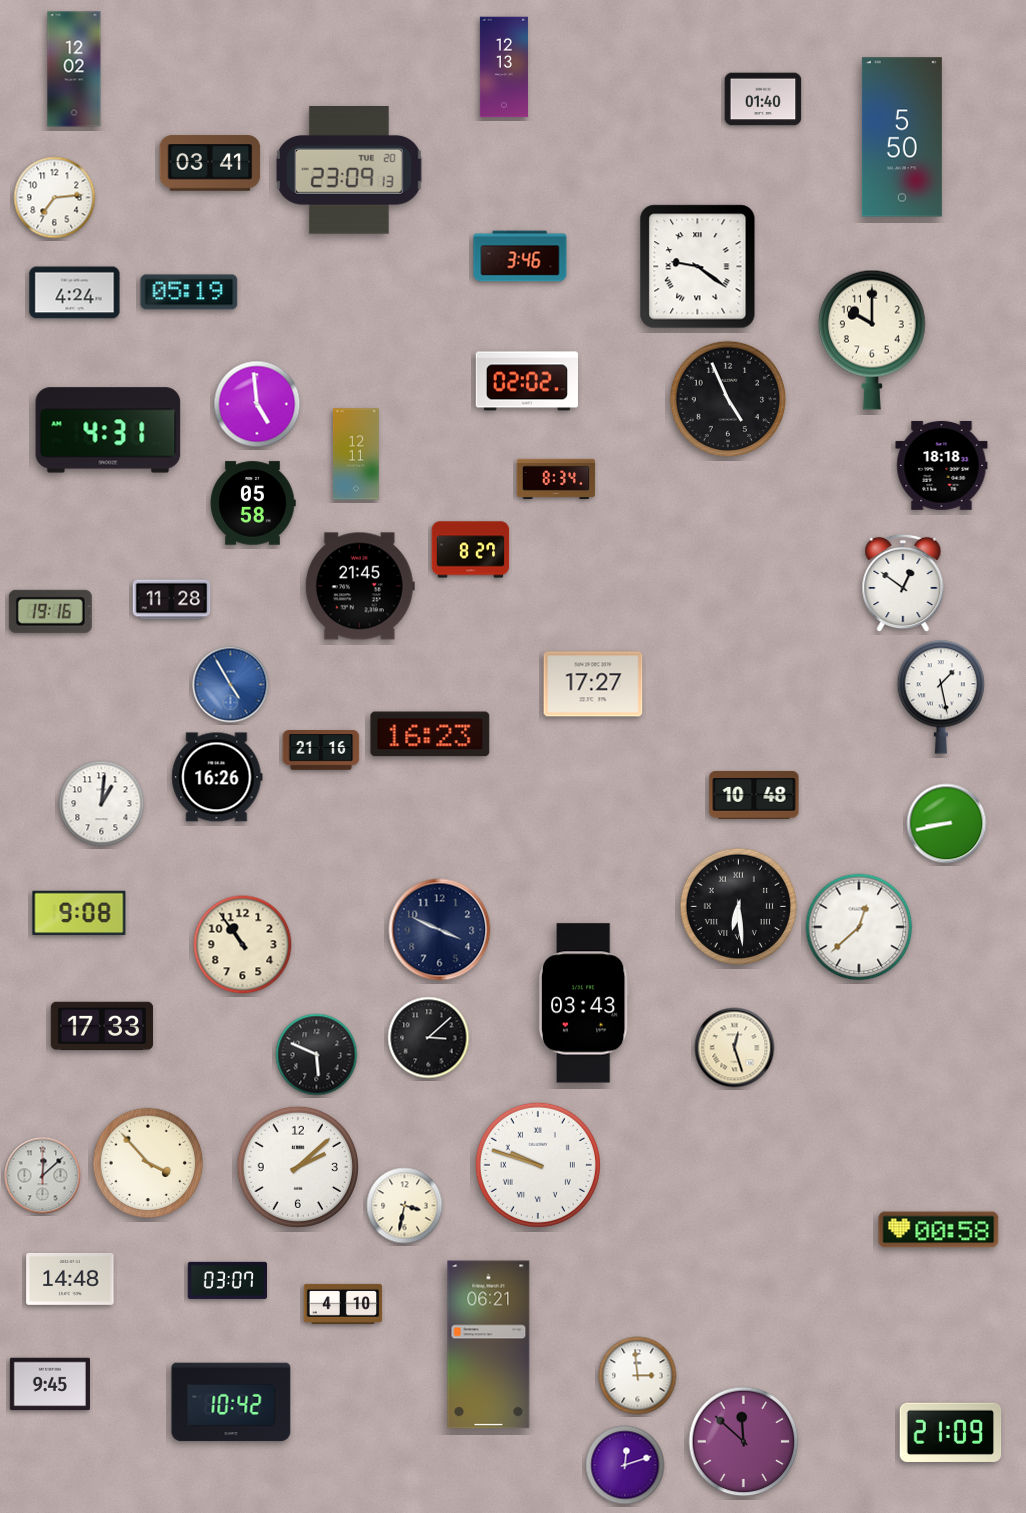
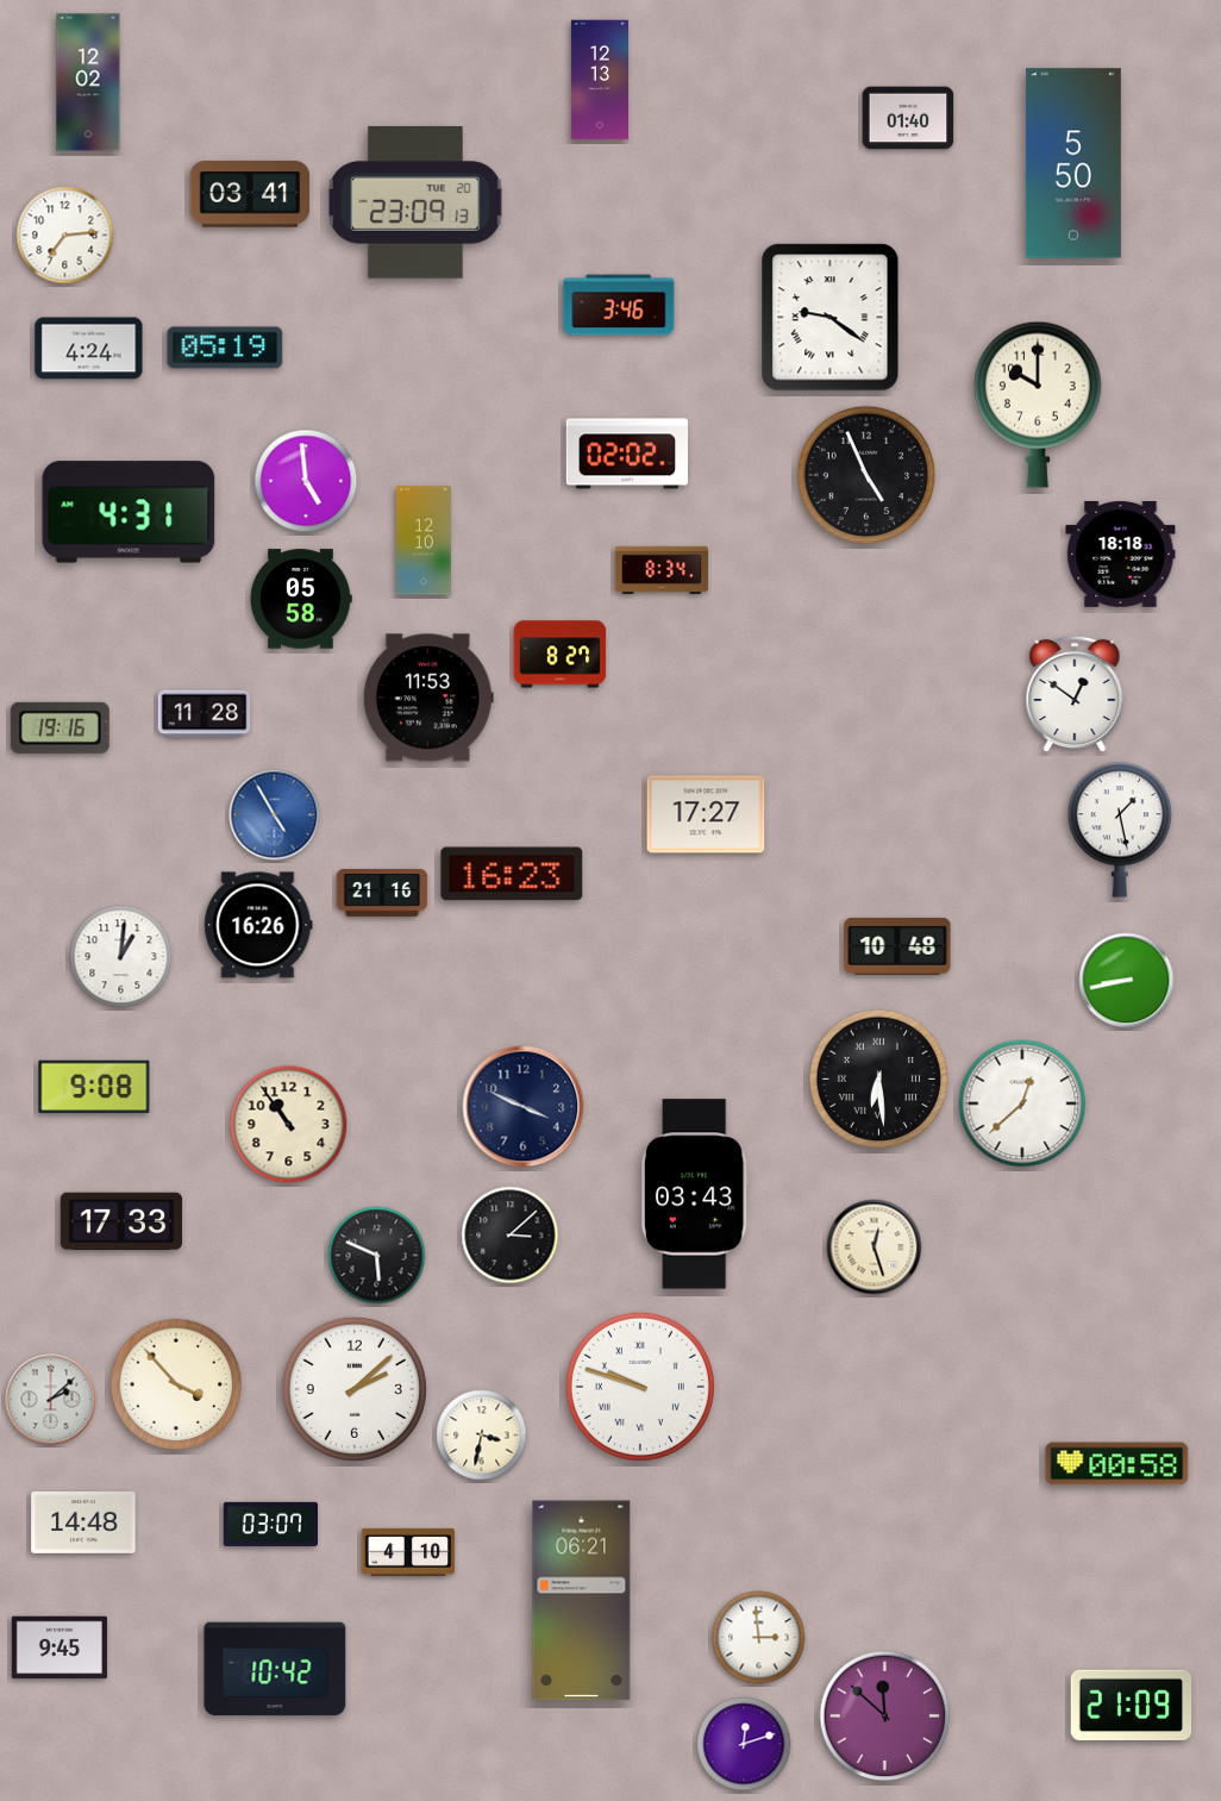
clock at (356, 454): 12:11 -> 12:10
clock at (360, 586): 21:45 -> 11:53
clock at (43, 1176): 12:08 -> 2:08
